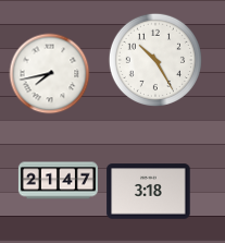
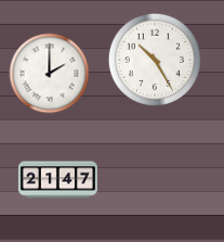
clock at (50, 74): 7:43 -> 2:00
clock at (149, 192): 3:18 -> none
